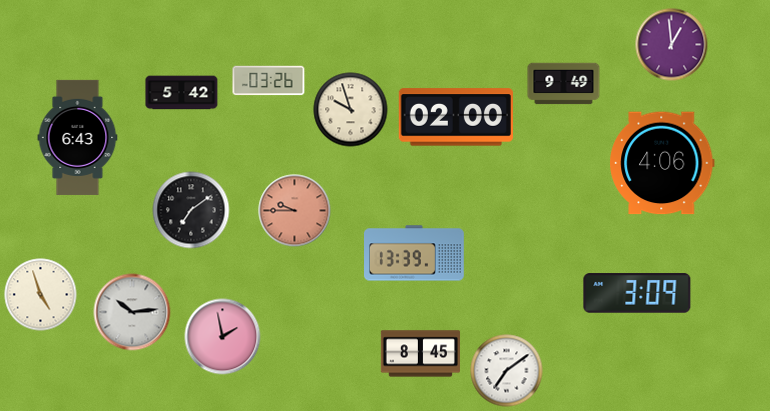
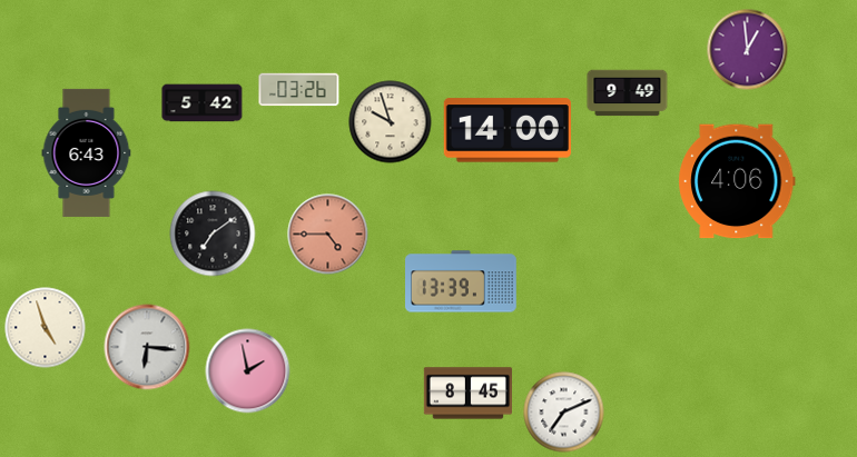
clock at (456, 117): 02:00 -> 14:00
clock at (295, 211): 9:45 -> 4:45
clock at (637, 293): 3:09 -> none
clock at (132, 312): 10:14 -> 6:16
clock at (223, 337) position: (223, 337) -> (248, 371)
clock at (507, 371): 7:09 -> 7:11
